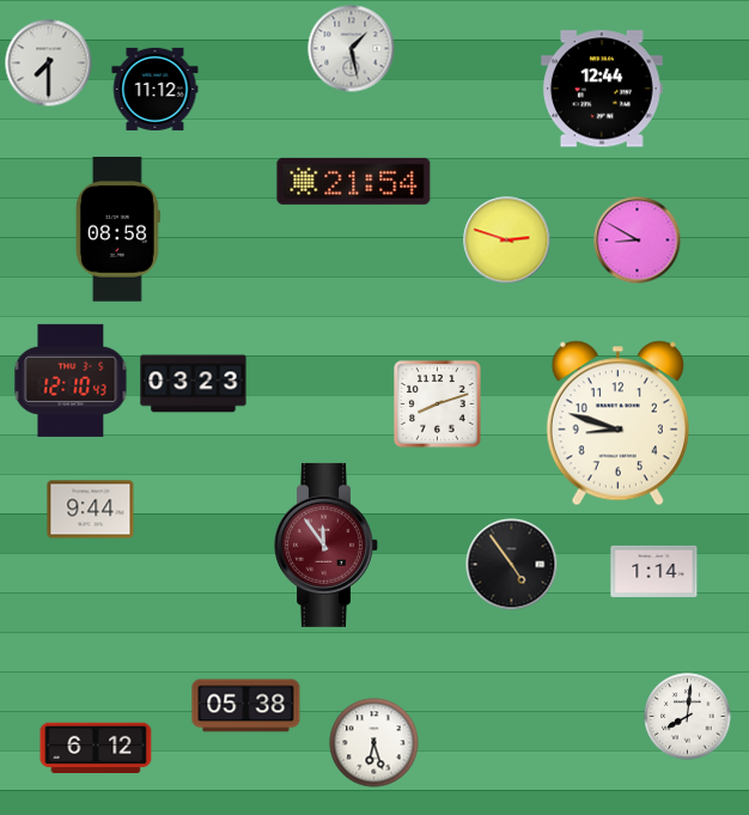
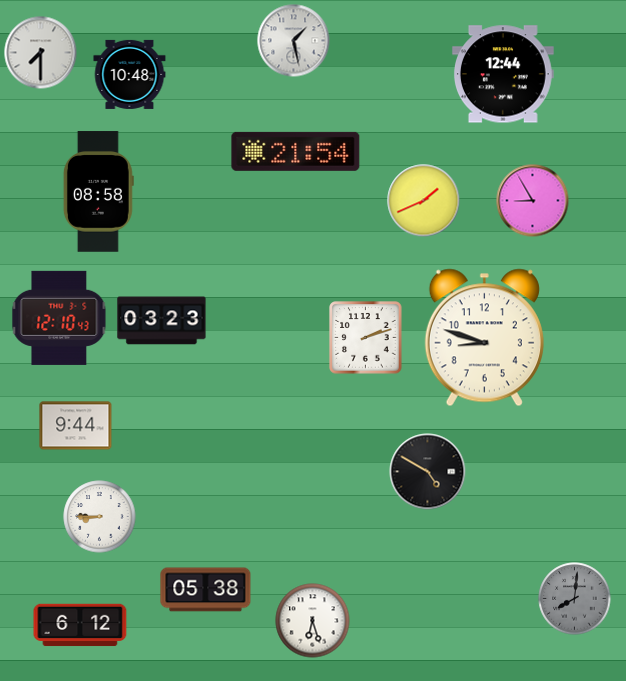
clock at (156, 89): 11:12 -> 10:48
clock at (507, 241): 2:48 -> 1:41
clock at (638, 241): 8:50 -> 8:55
clock at (438, 405): 8:12 -> 2:12
clock at (617, 424) position: (617, 424) -> (484, 338)
clock at (327, 545): 11:54 -> none
clock at (512, 565): 4:54 -> 4:50
clock at (654, 571): 1:14 -> none
clock at (100, 517): none -> 8:45
clock at (688, 717) dial: white -> grey
